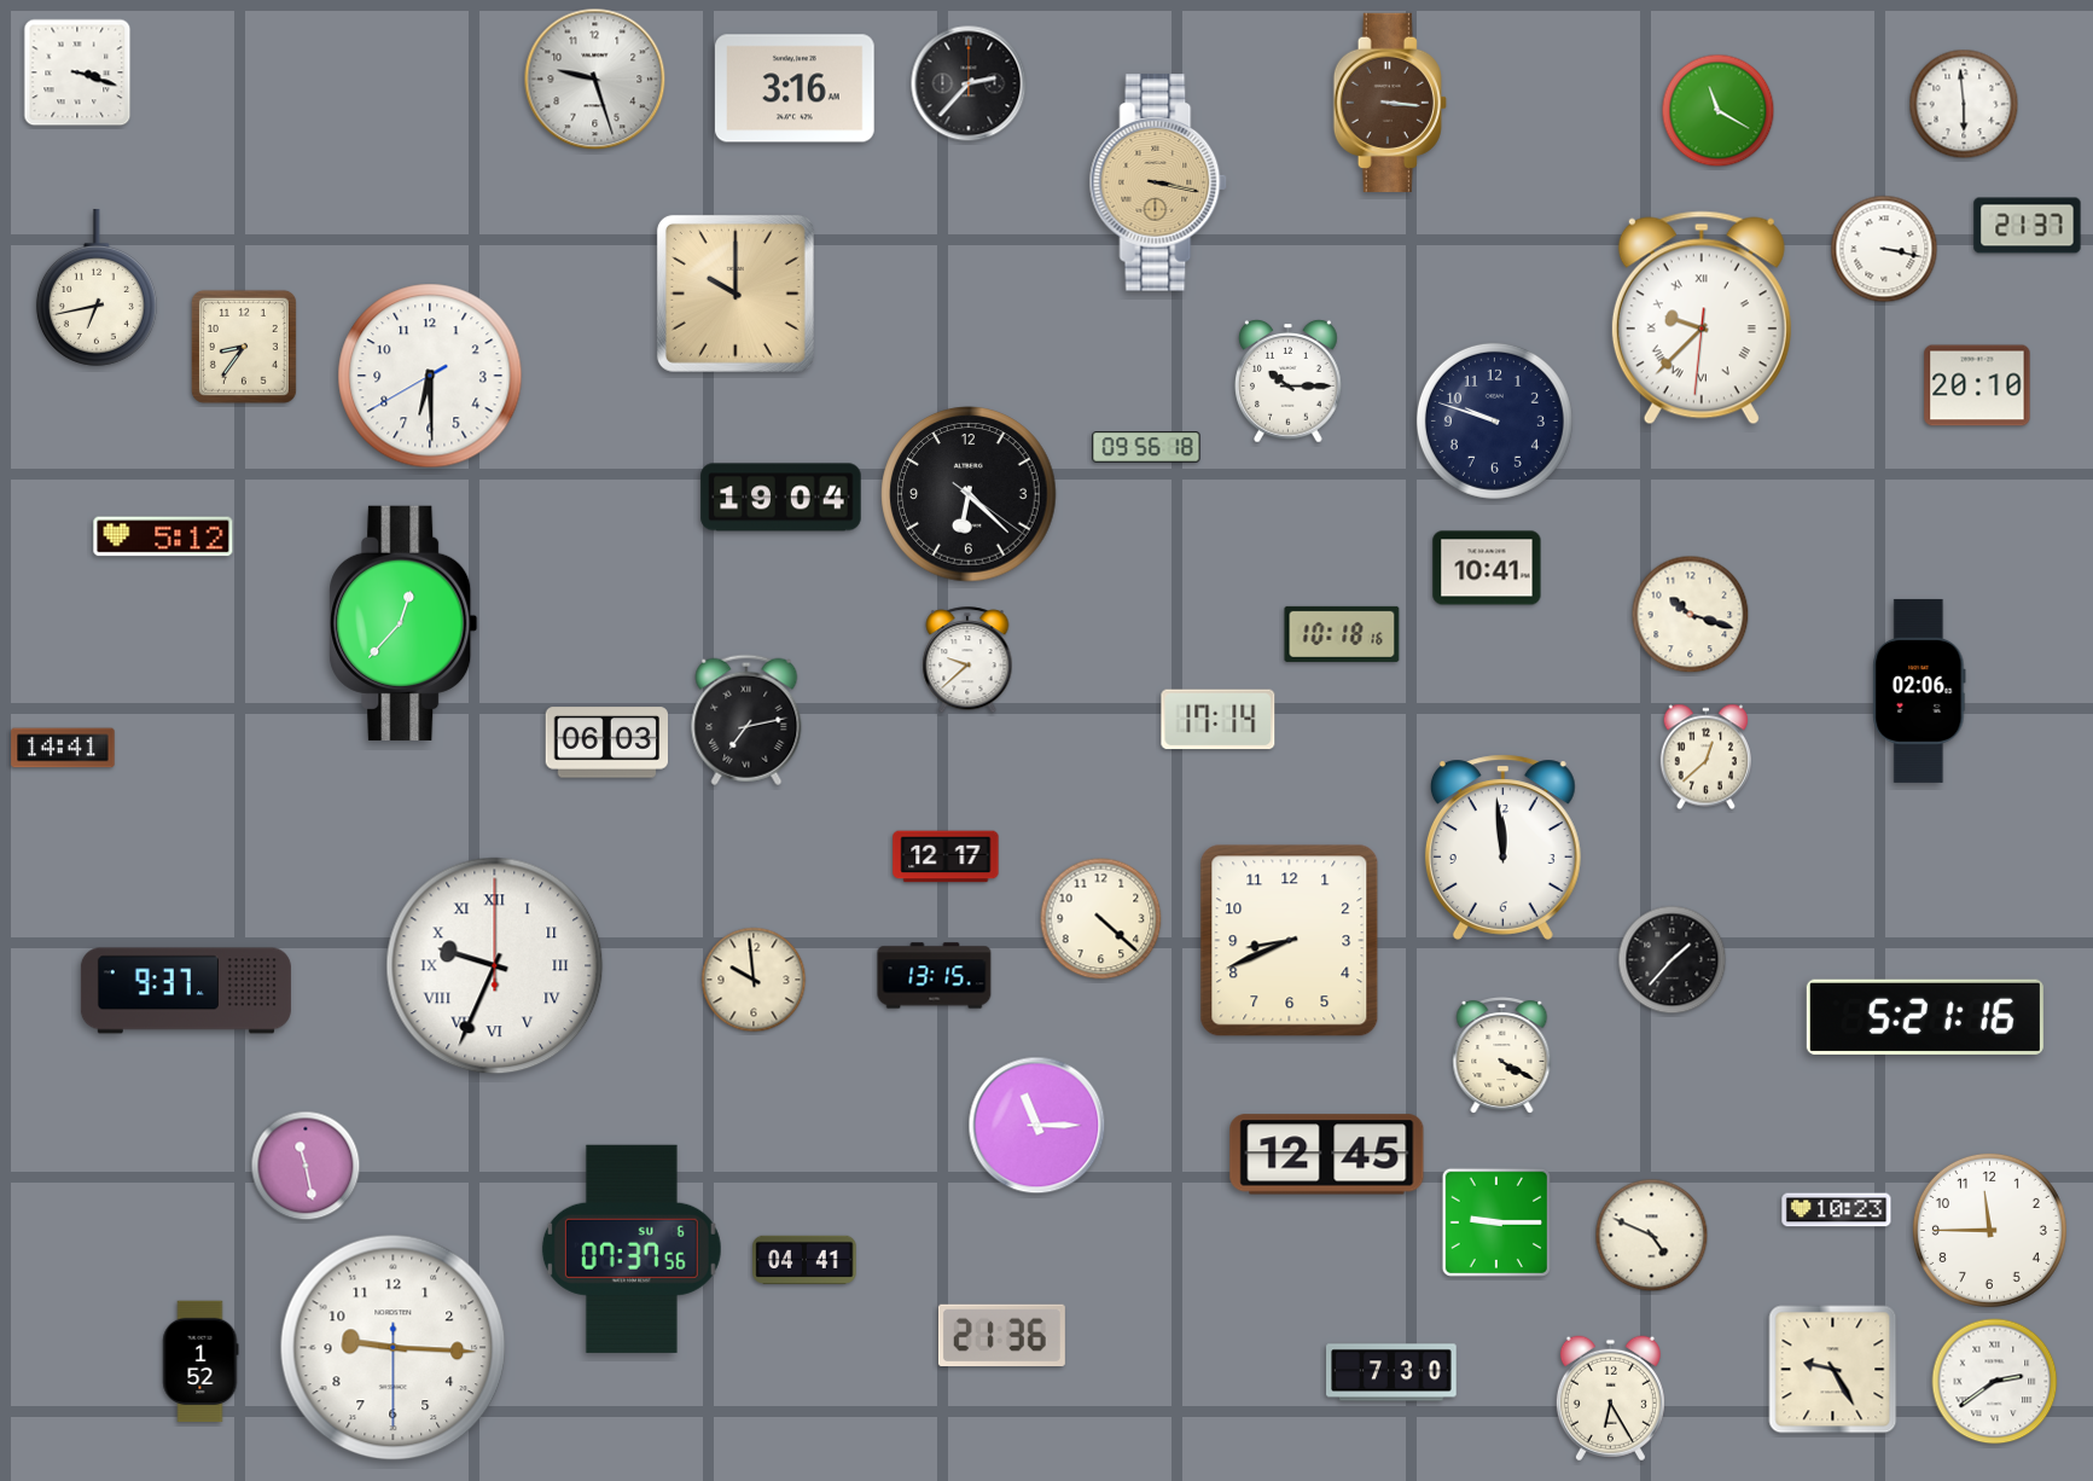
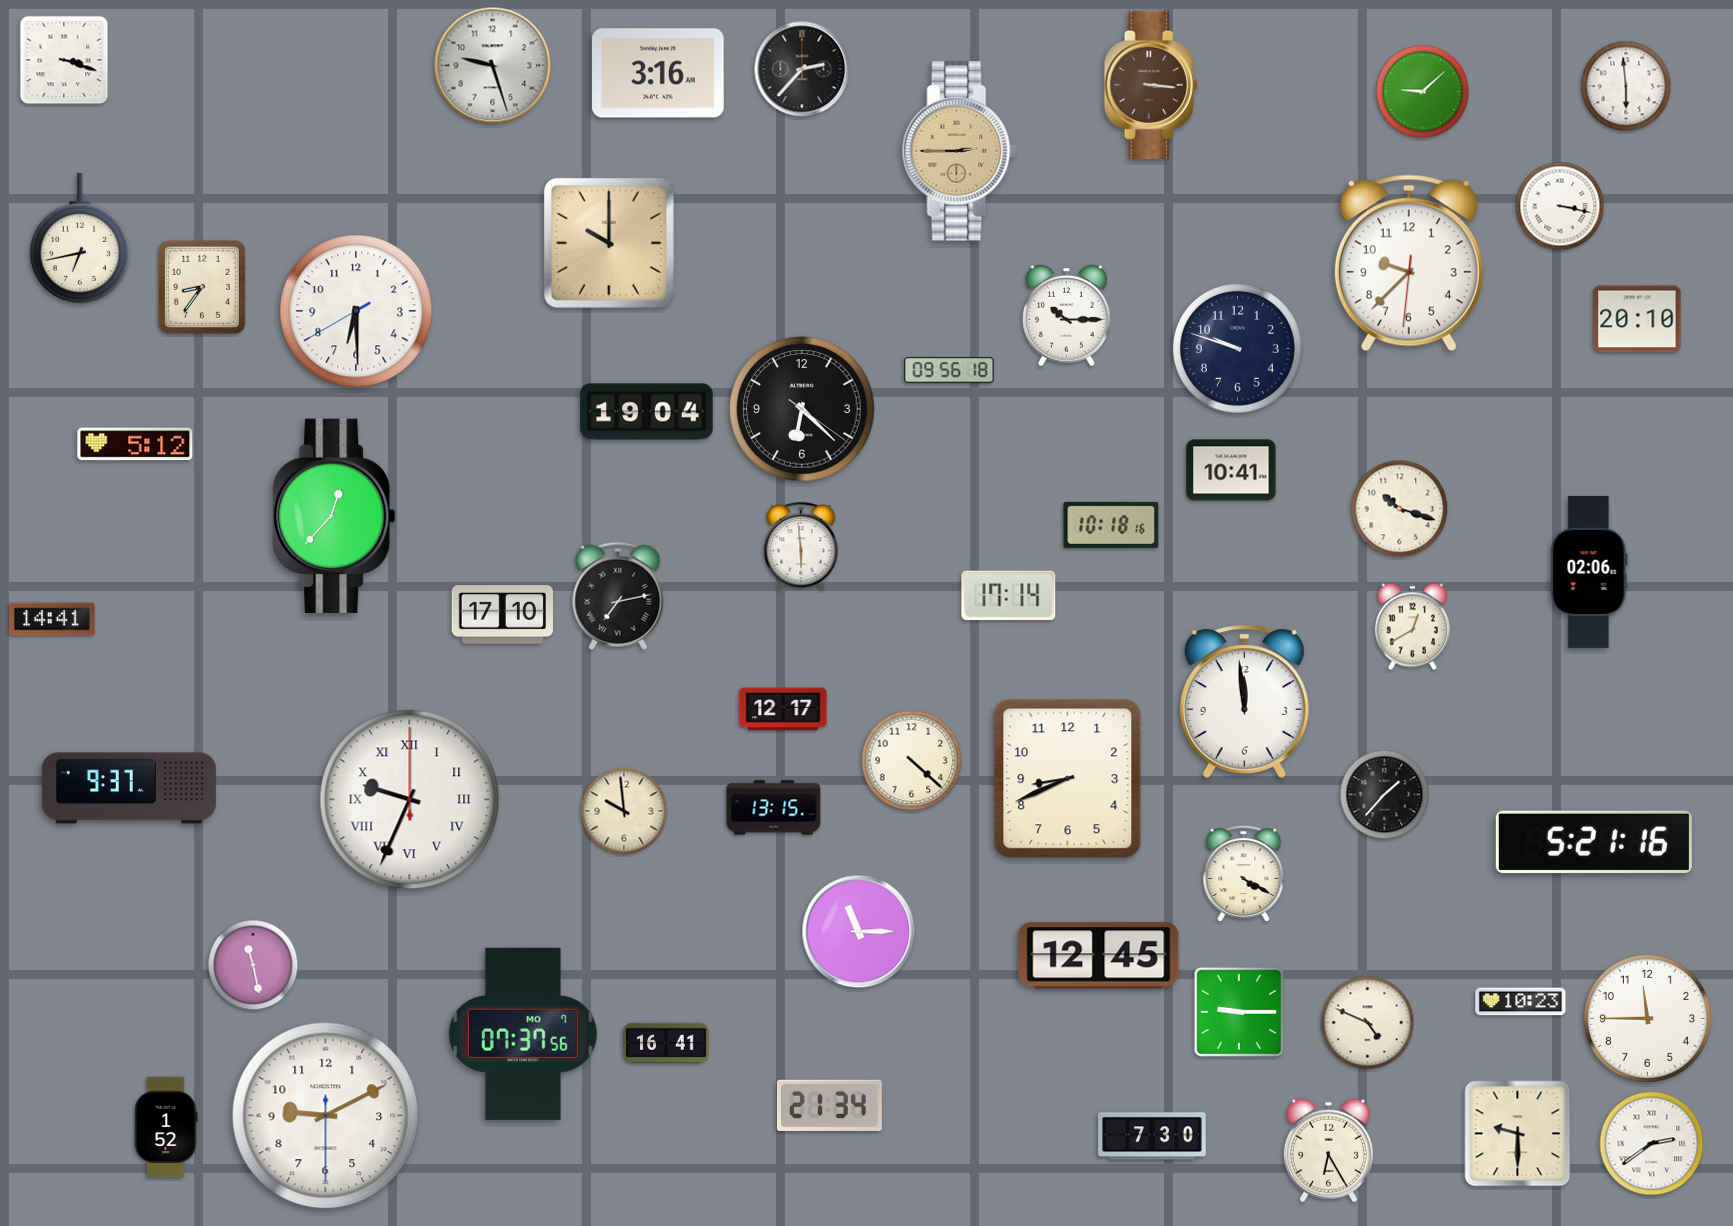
clock at (1719, 111): 11:20 -> 9:08
clock at (1158, 182): 3:17 -> 2:45
clock at (2028, 226): 21:37 -> none
clock at (1702, 318) numerals: Roman -> Arabic
clock at (967, 661): 9:38 -> 5:59
clock at (606, 743): 06:03 -> 17:10
clock at (1705, 757): 12:38 -> 12:40
clock at (186, 991) position: (186, 991) -> (129, 788)
clock at (632, 1249) date: SU 6 -> MO 7
clock at (804, 1259): 04:41 -> 16:41
clock at (1001, 1335): 21:36 -> 21:34
clock at (394, 1348): 9:15 -> 9:10
clock at (1833, 1370): 9:25 -> 9:30
clock at (1610, 1399) position: (1610, 1399) -> (1328, 1151)
